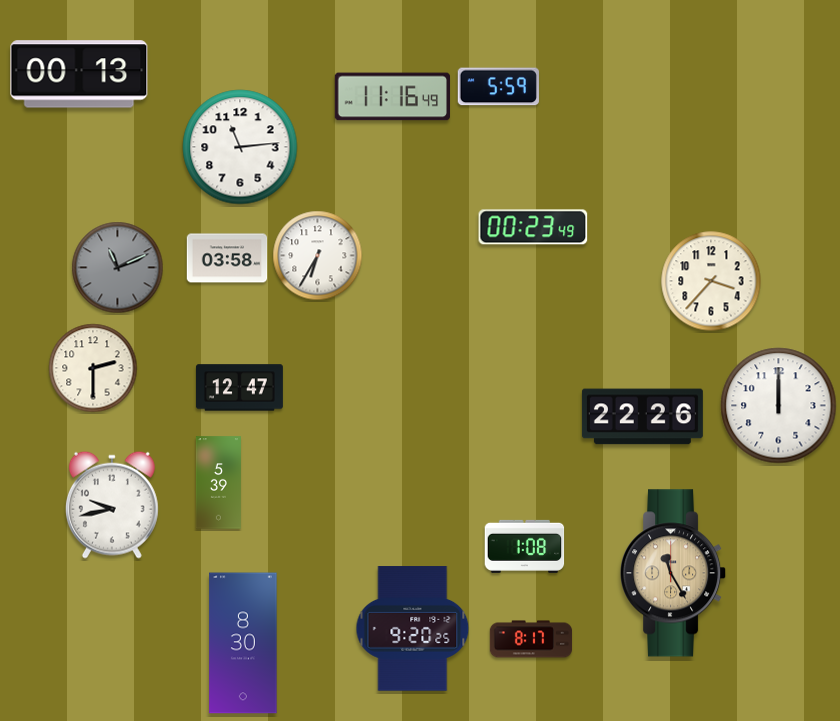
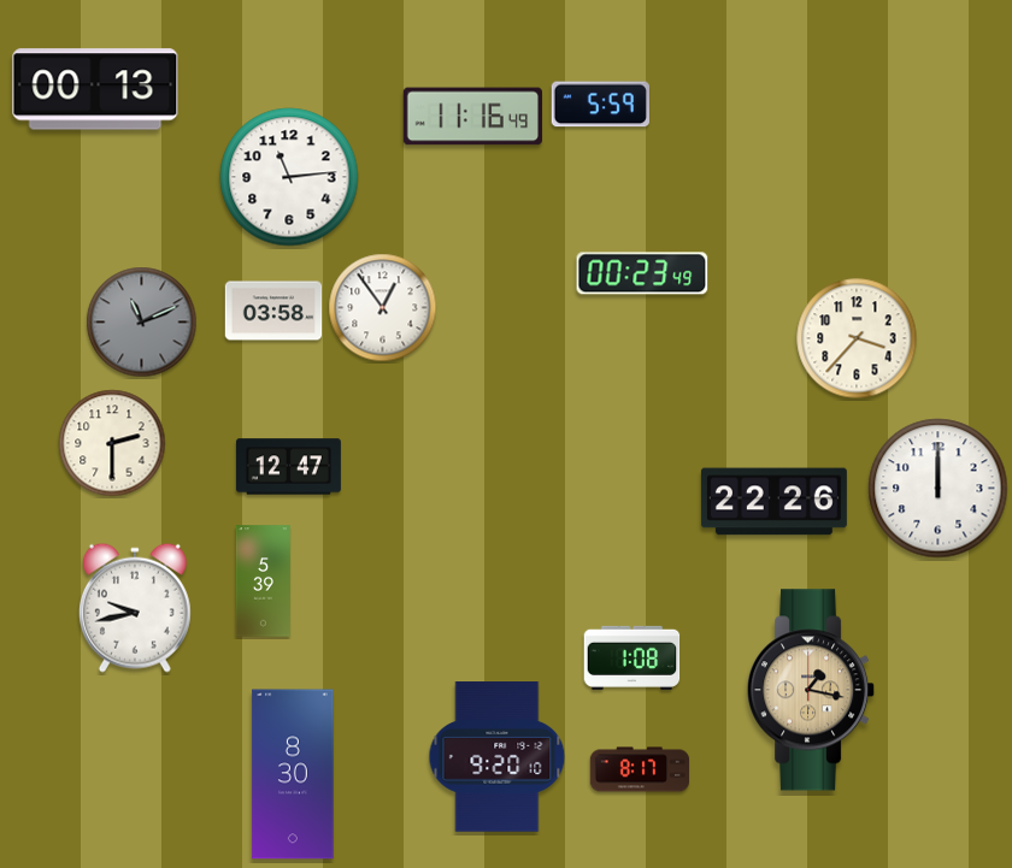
clock at (318, 256): 6:35 -> 12:54
clock at (674, 573): 11:25 -> 1:17
clock at (413, 629): 9:20:25 -> 9:20:10
